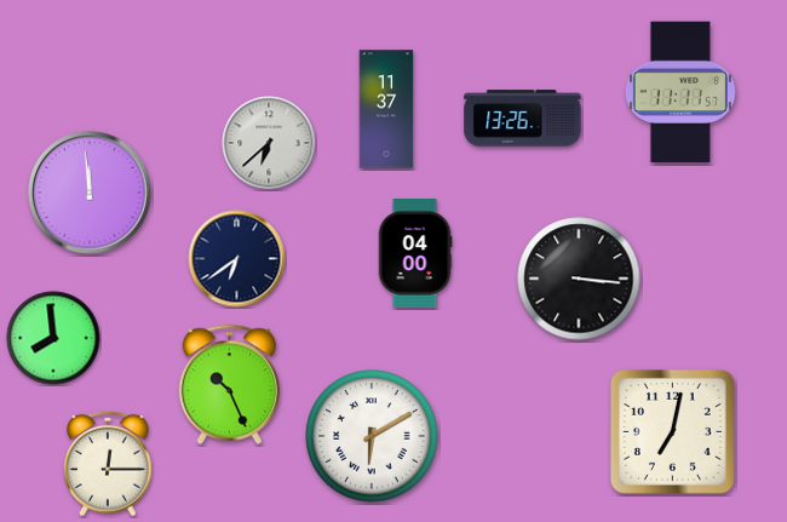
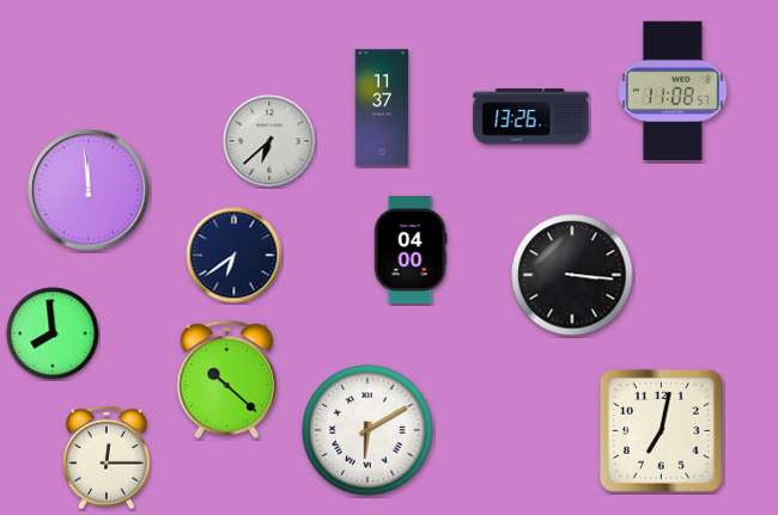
clock at (680, 92): 11:11 -> 11:08
clock at (523, 119) position: (523, 119) -> (531, 117)
clock at (269, 143) position: (269, 143) -> (269, 141)
clock at (229, 385): 10:26 -> 10:22
clock at (672, 431) position: (672, 431) -> (661, 430)
